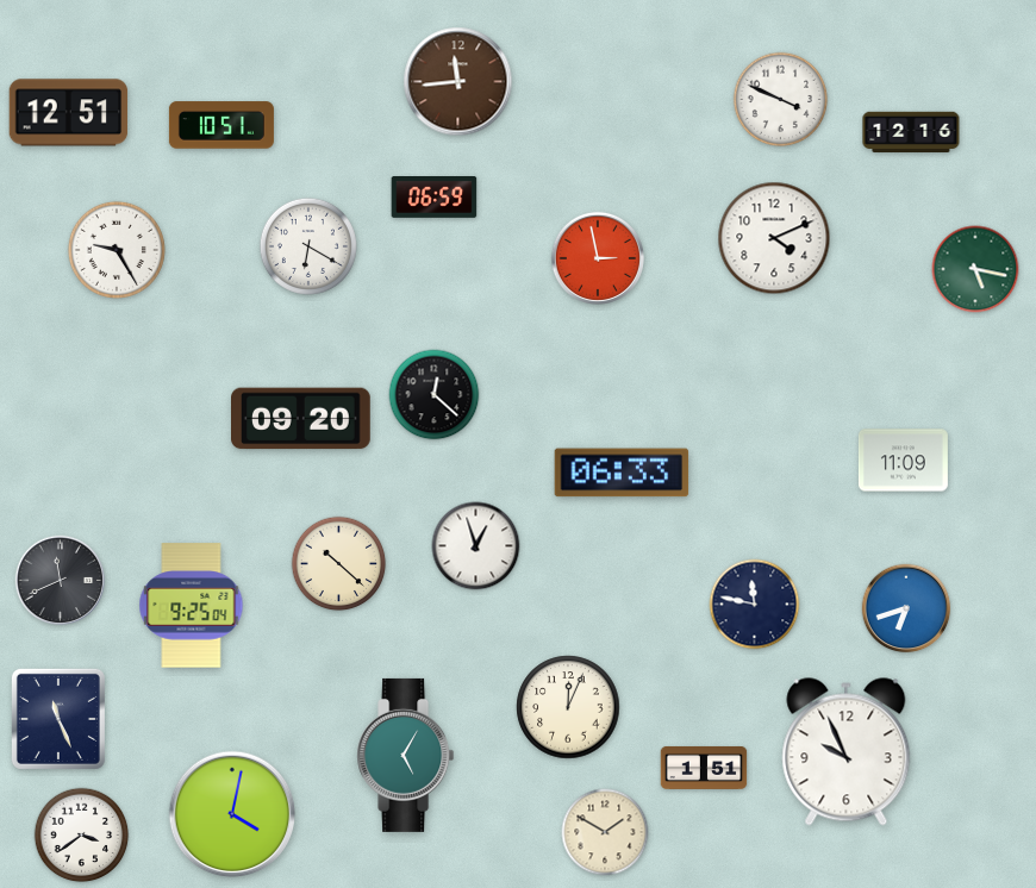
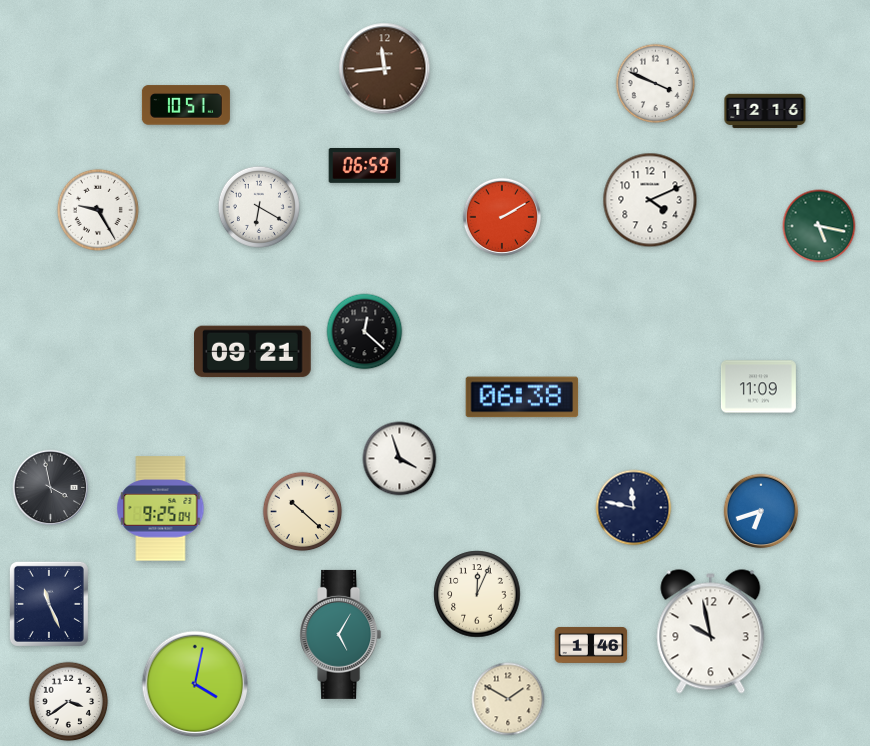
clock at (69, 113): 12:51 -> none
clock at (598, 258): 2:58 -> 2:10
clock at (301, 419): 09:20 -> 09:21
clock at (622, 473): 06:33 -> 06:38
clock at (476, 546): 12:57 -> 3:57
clock at (339, 564) position: (339, 564) -> (303, 512)
clock at (61, 581): 11:41 -> 3:58
clock at (847, 752): 9:56 -> 9:58
clock at (704, 768): 1:51 -> 1:46
